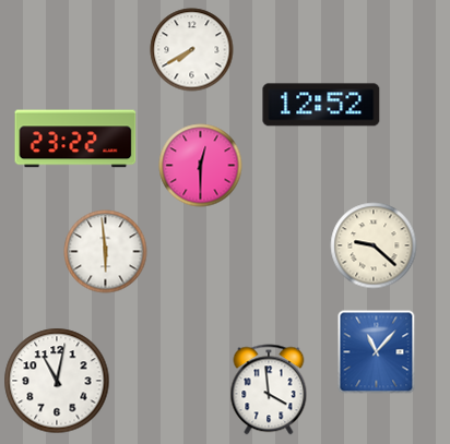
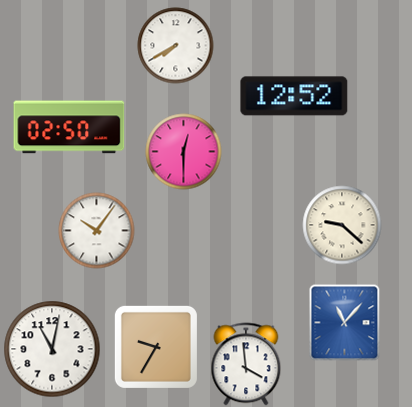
clock at (75, 139): 23:22 -> 02:50
clock at (106, 252): 5:59 -> 10:06
clock at (156, 347): none -> 9:35
clock at (269, 389) position: (269, 389) -> (246, 364)
